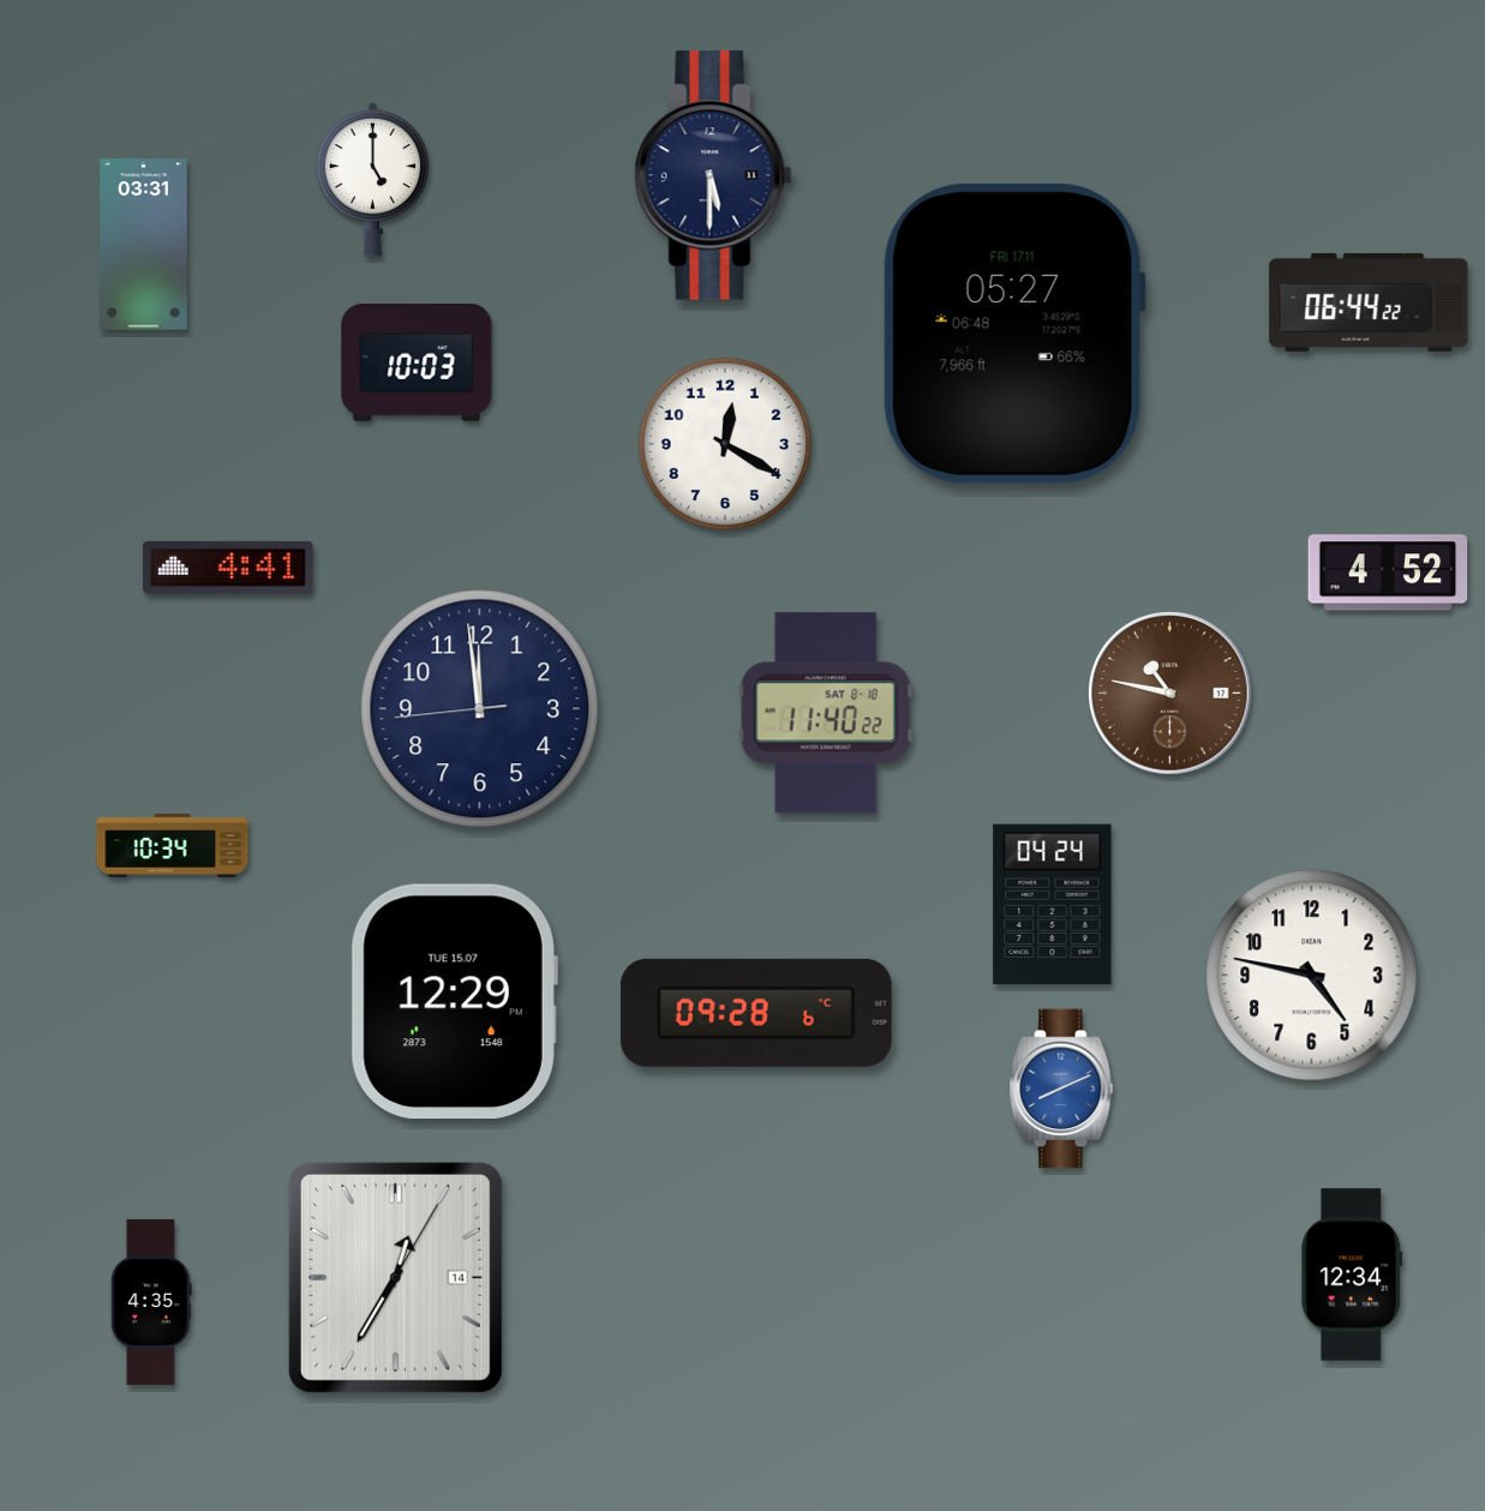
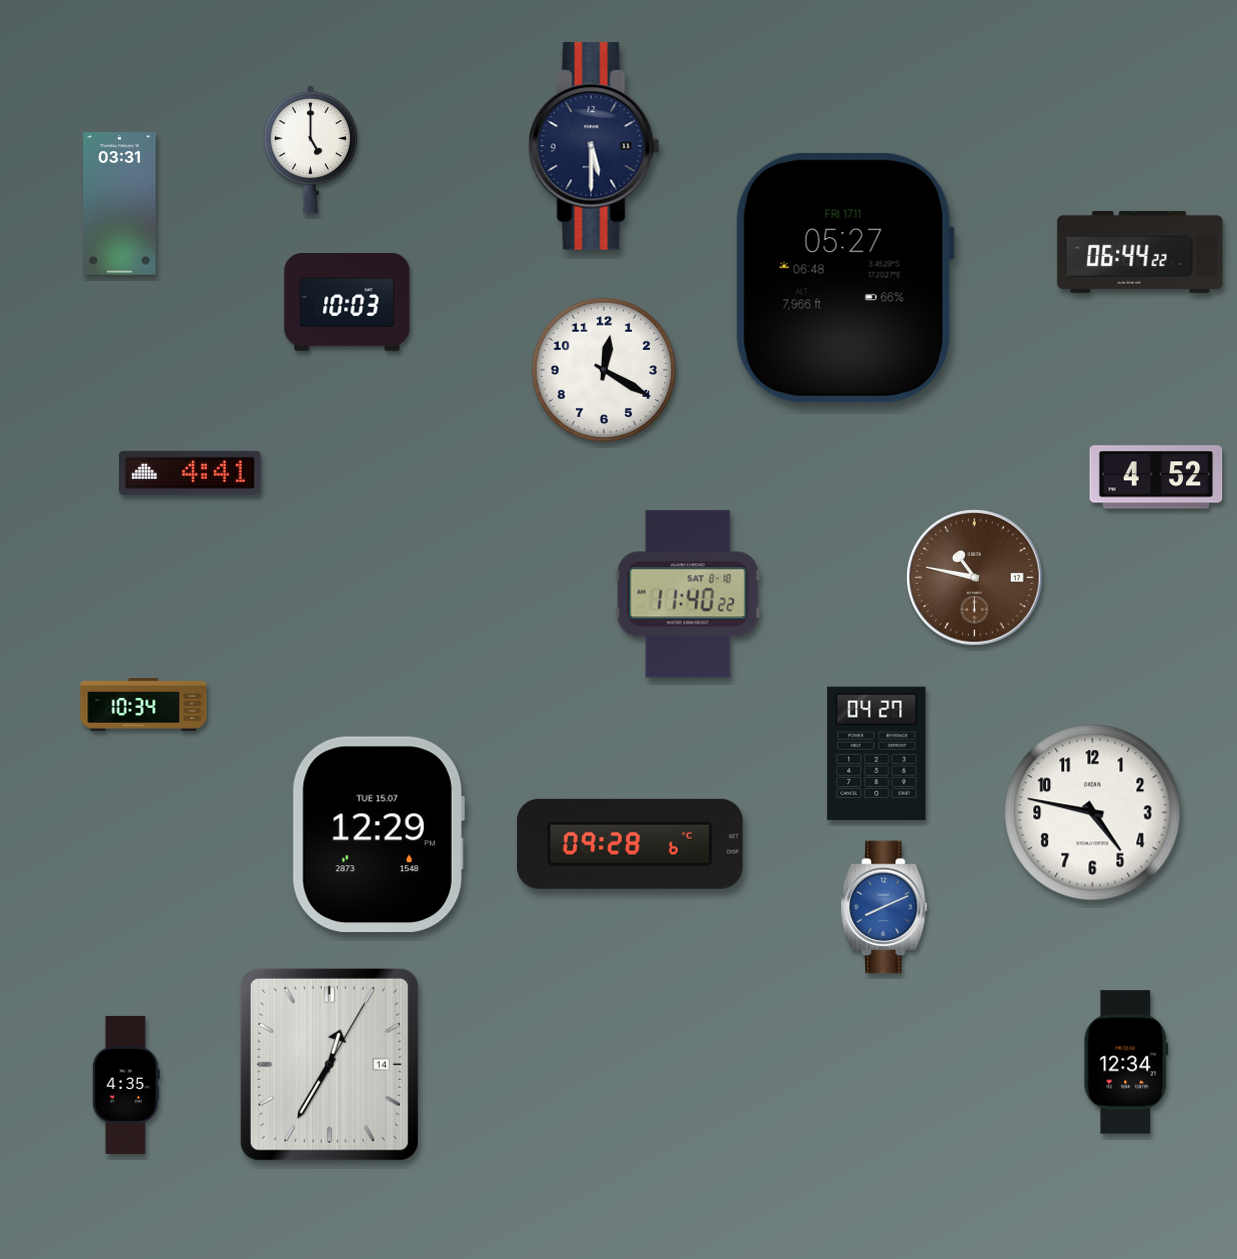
clock at (480, 709): 11:58 -> none
clock at (1053, 905): 04:24 -> 04:27
